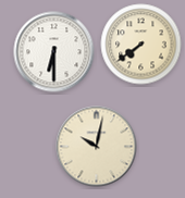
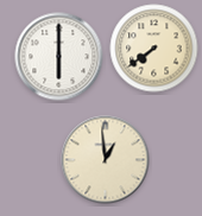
clock at (54, 52): 6:30 -> 6:00
clock at (97, 147): 10:02 -> 12:59
